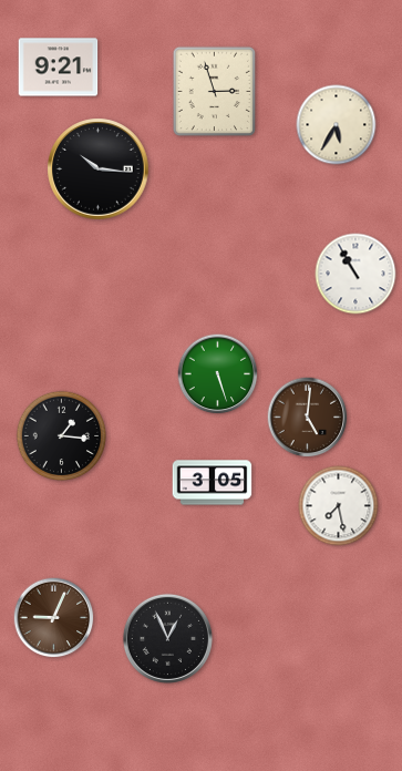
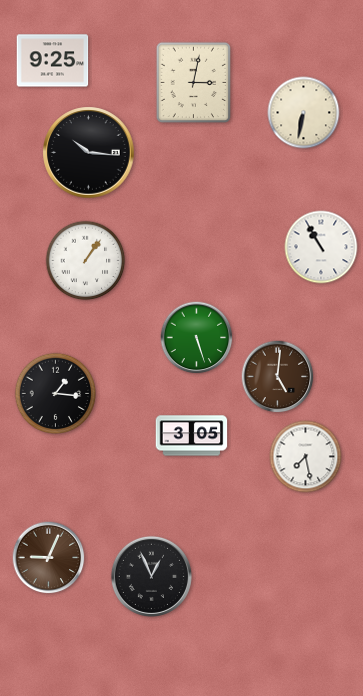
clock at (59, 68): 9:21 -> 9:25
clock at (214, 91): 2:57 -> 3:02
clock at (337, 125): 5:35 -> 6:32
clock at (86, 261): none -> 1:06
